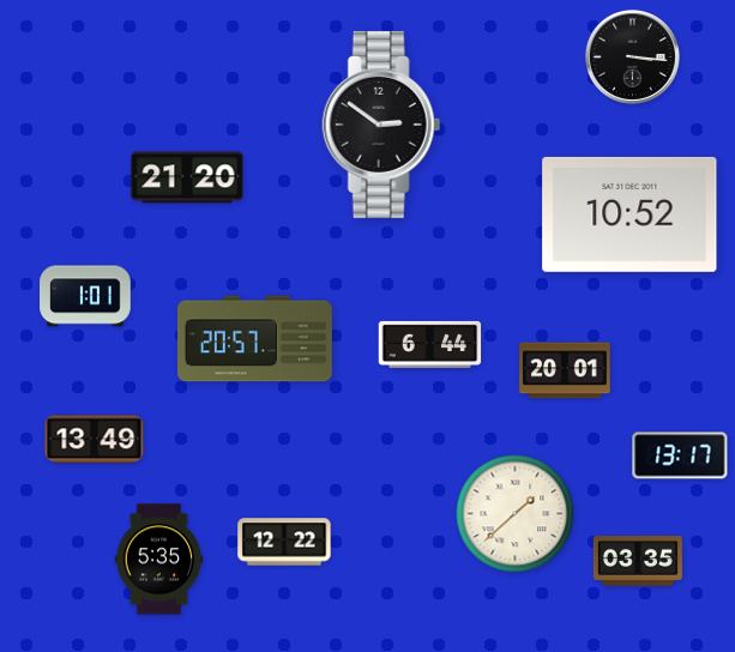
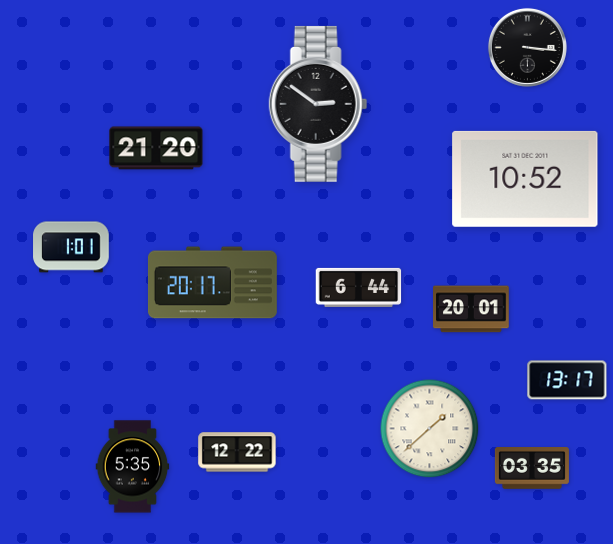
clock at (254, 339): 20:57 -> 20:17
clock at (95, 440): 13:49 -> none
